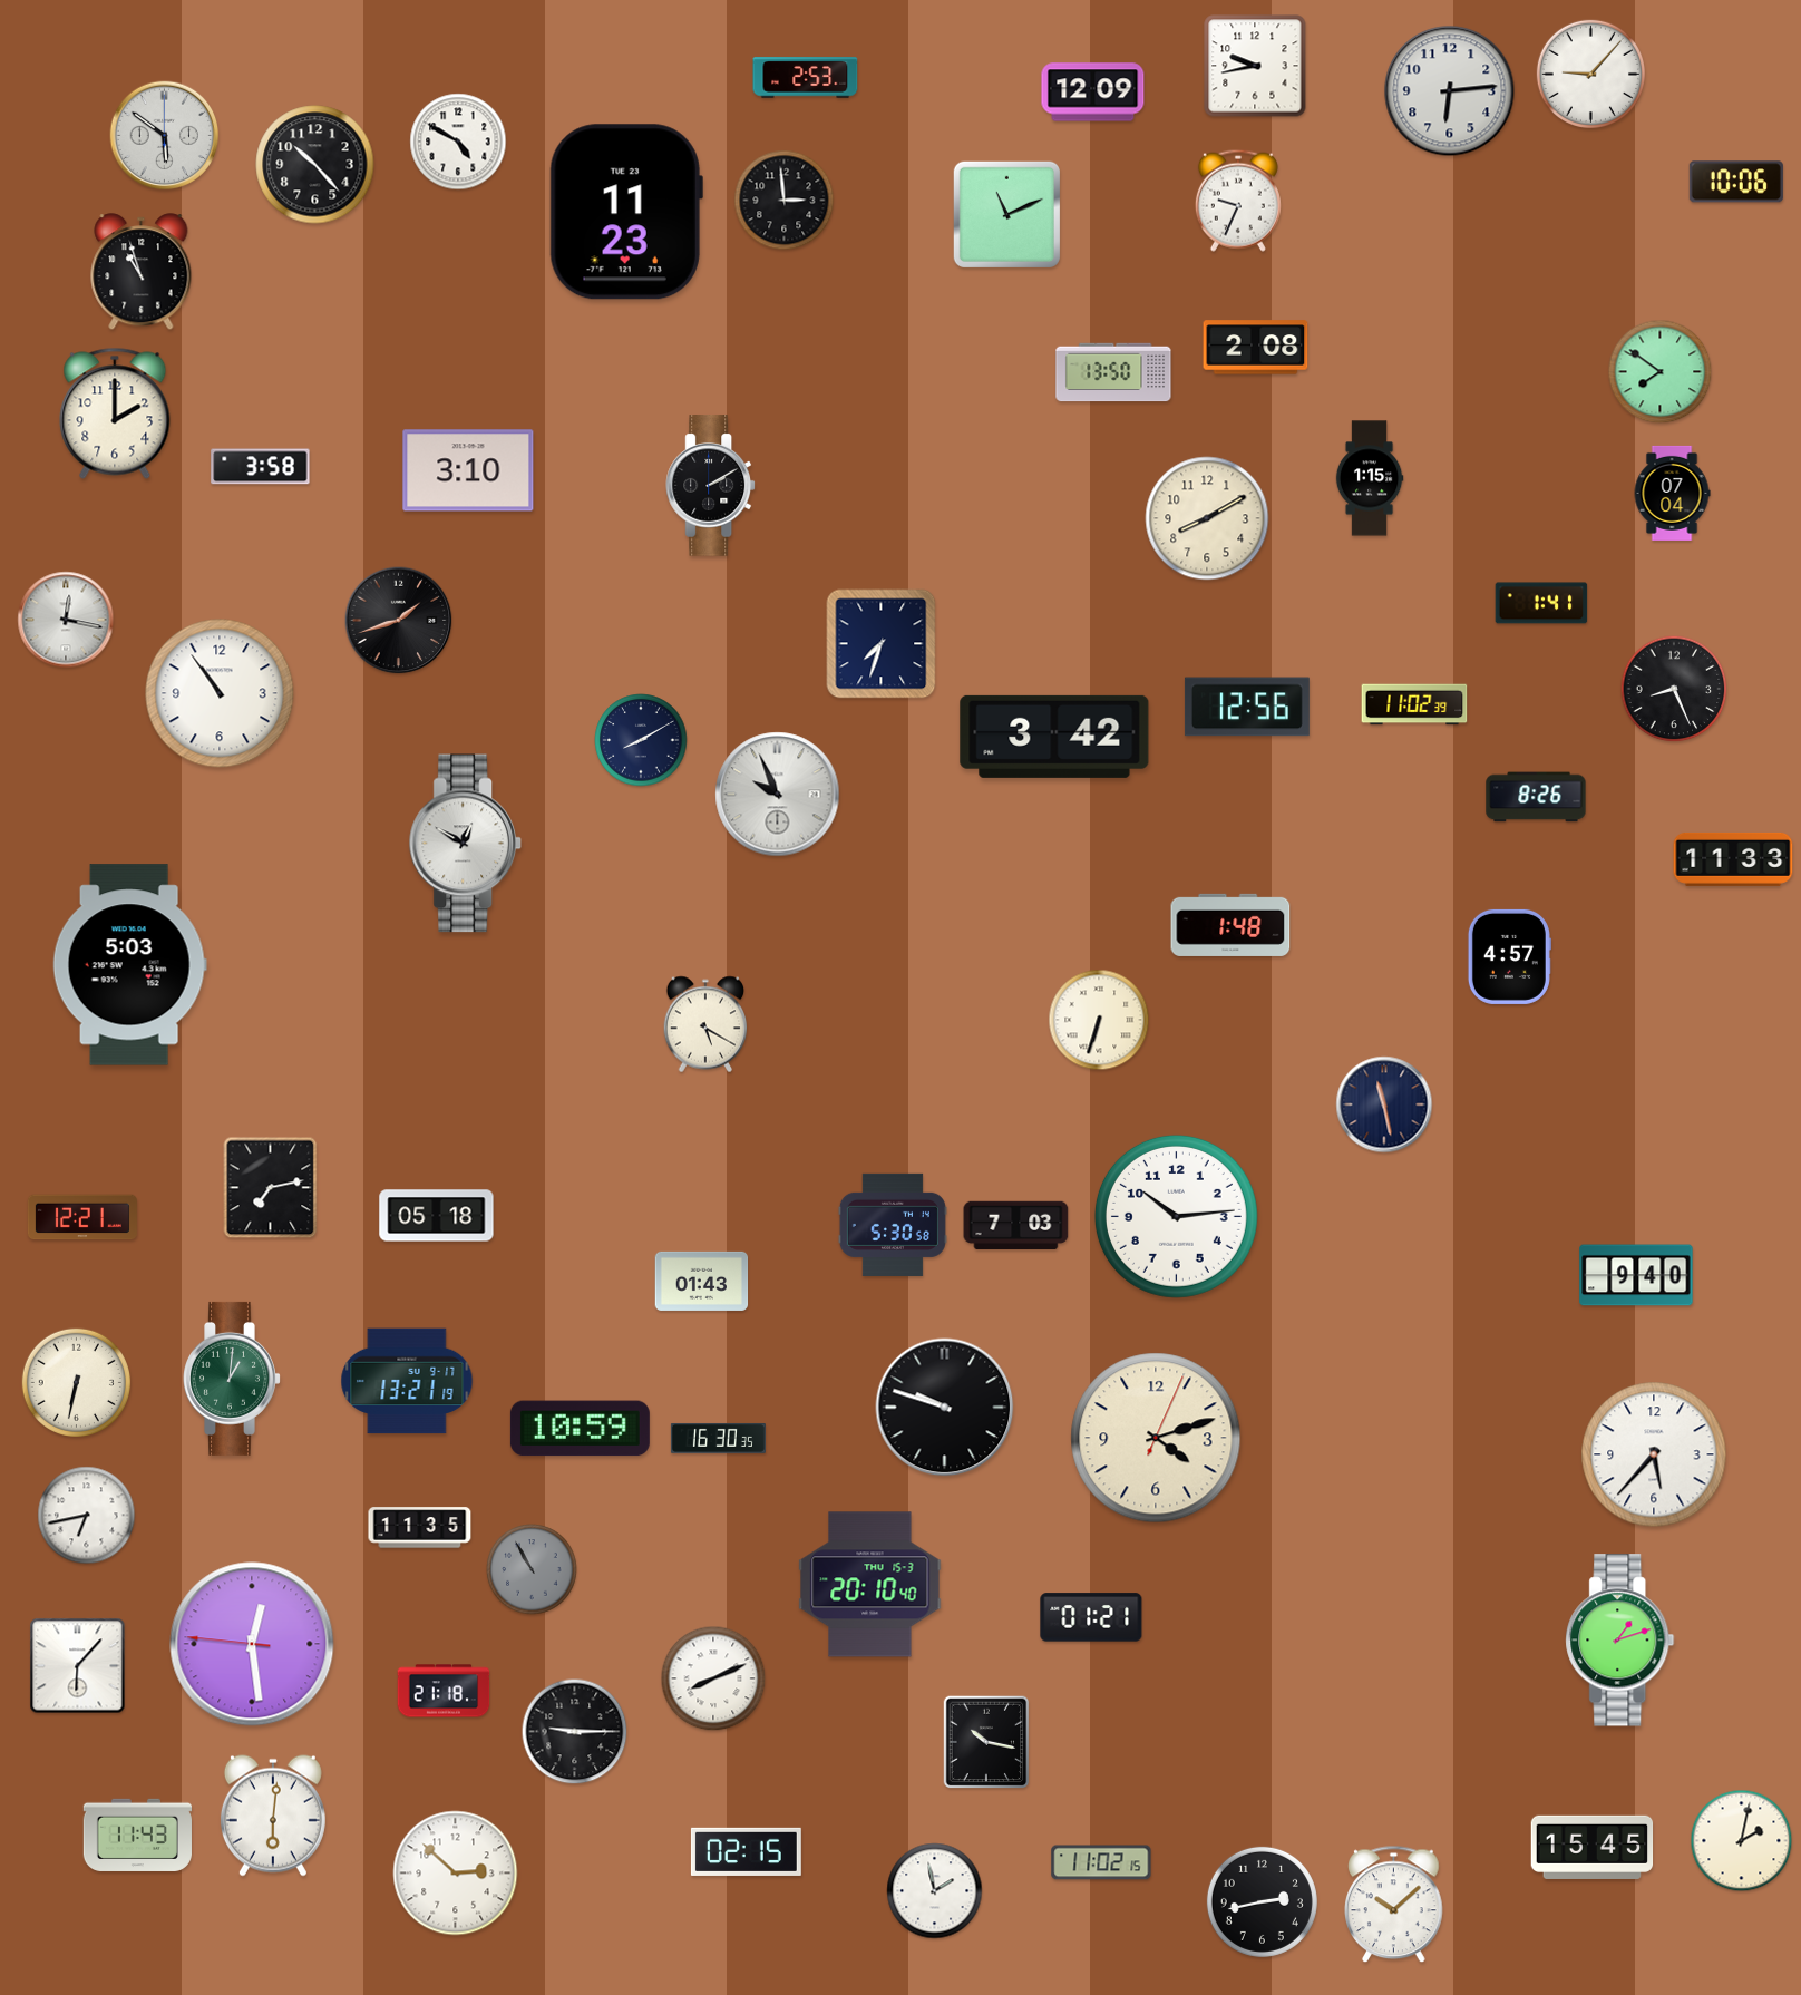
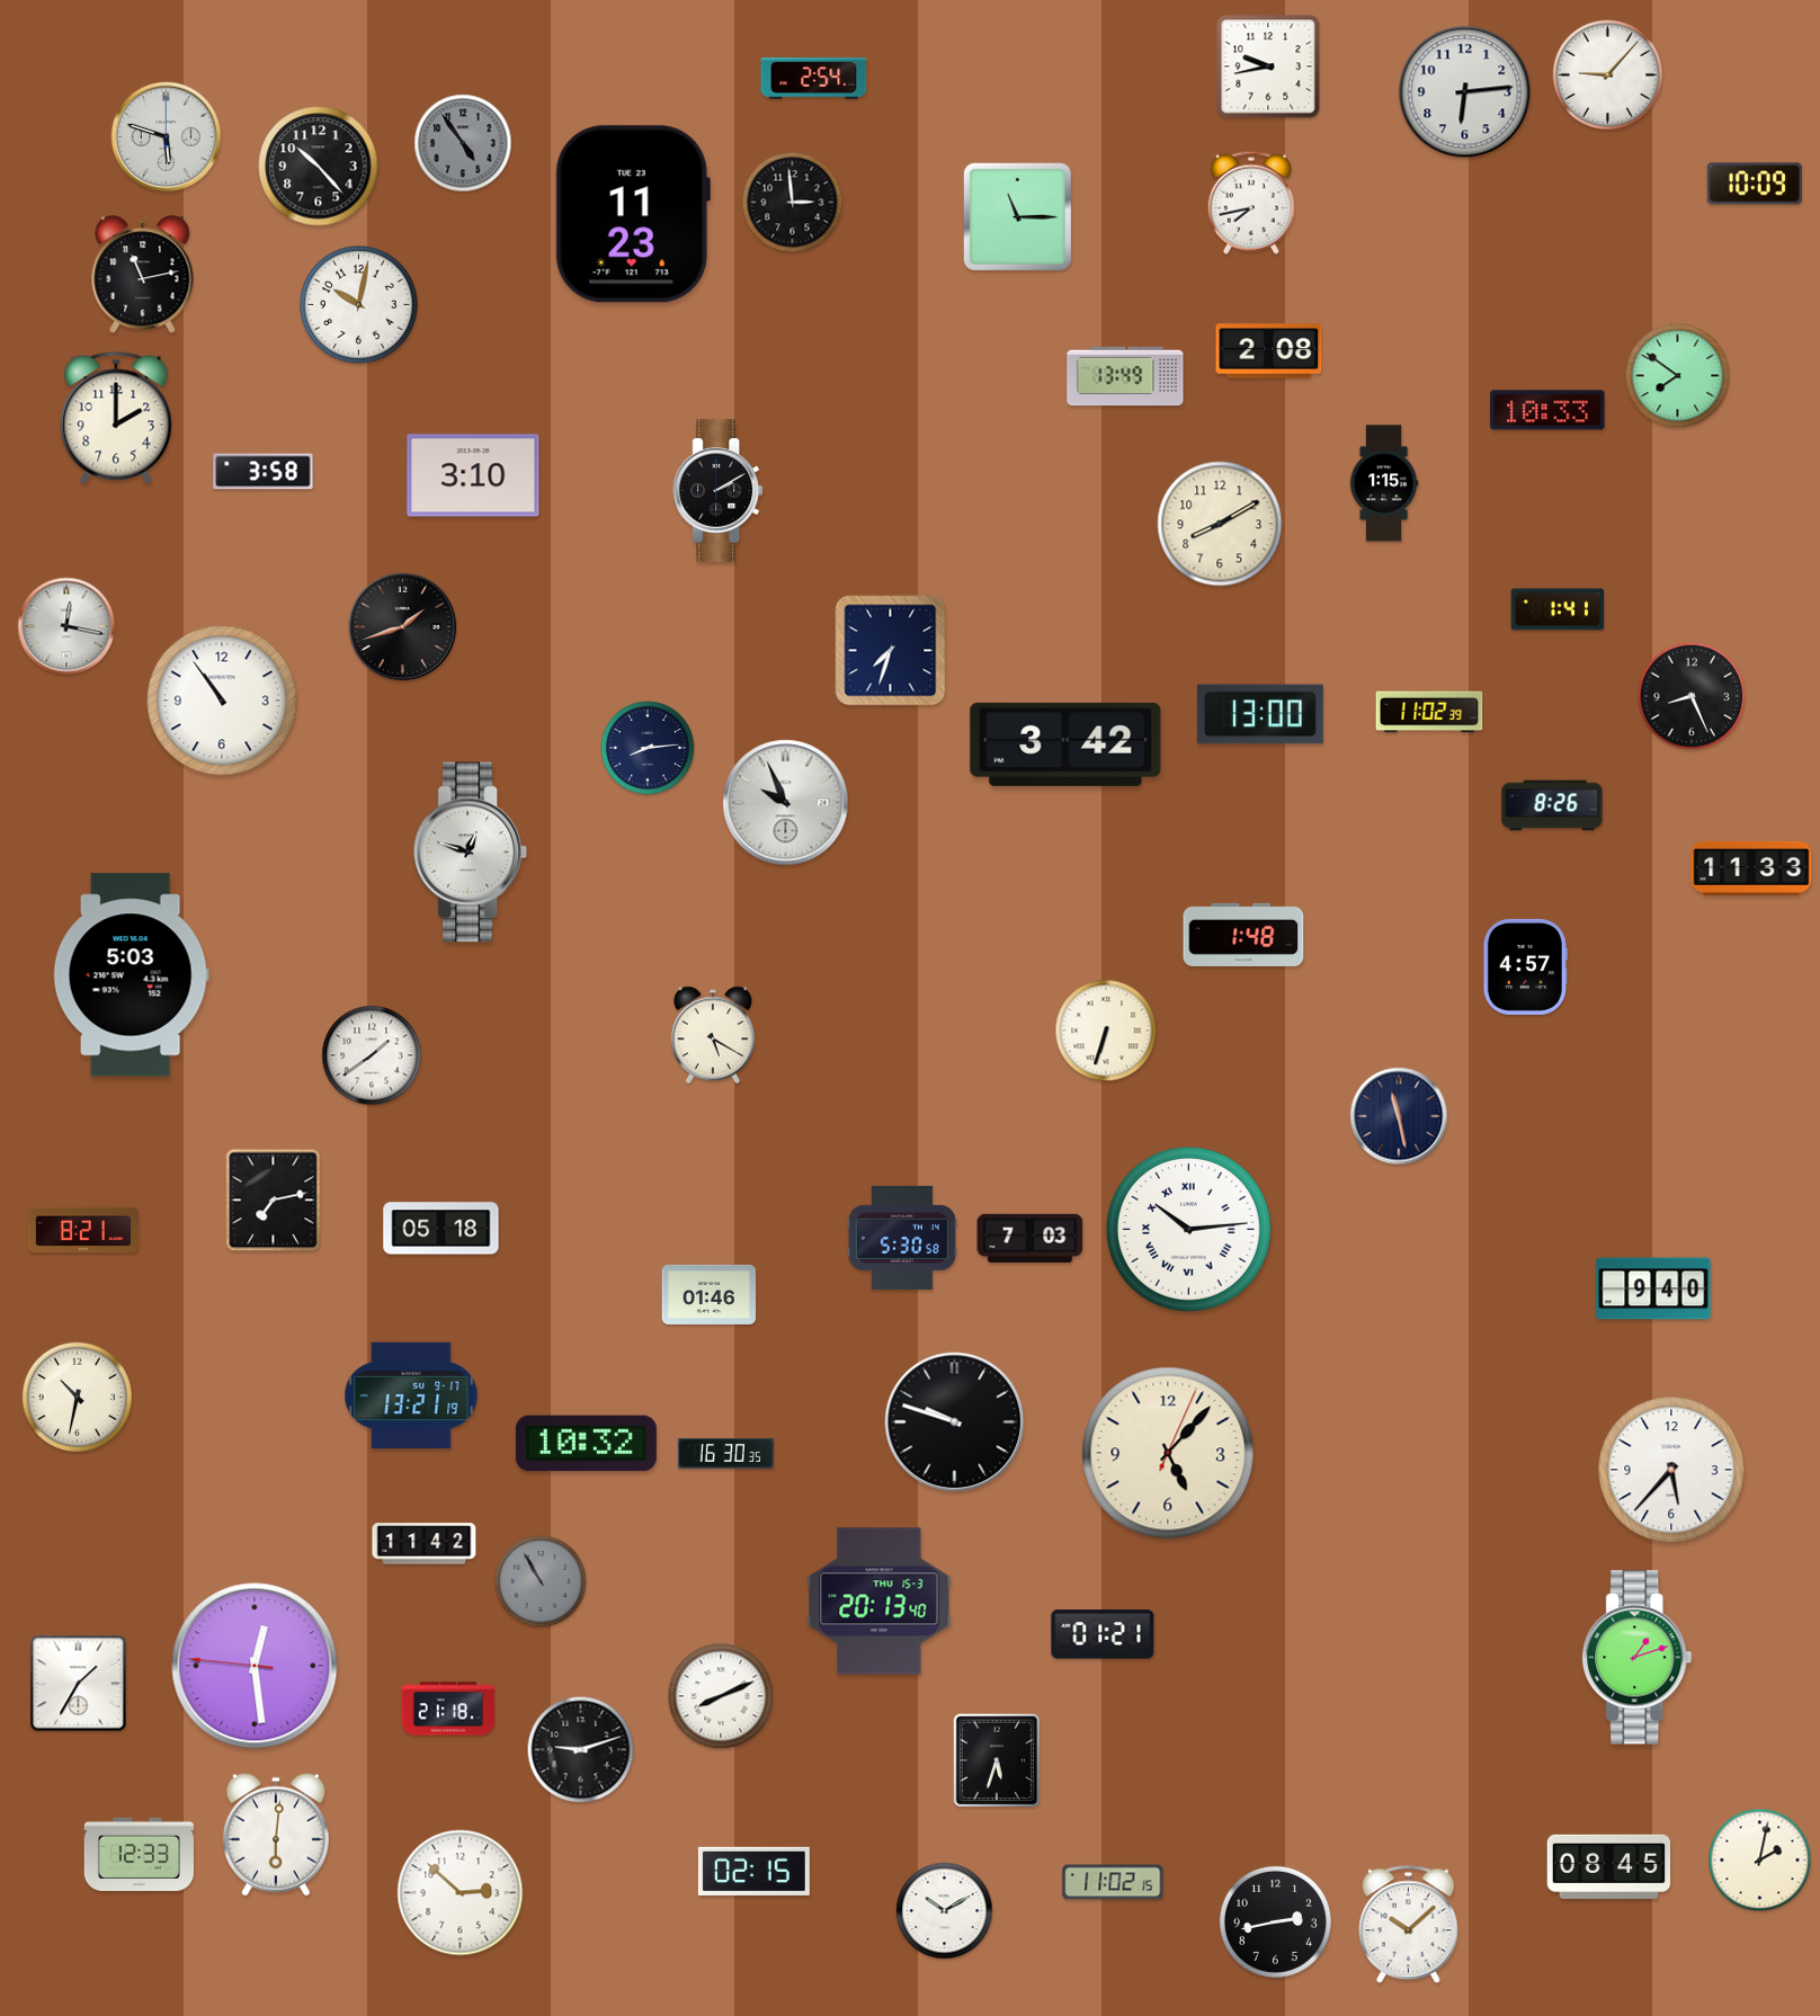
clock at (806, 78): 2:53 -> 2:54
clock at (1093, 93): 12:09 -> none
clock at (165, 136): 5:51 -> 5:48
clock at (458, 142): 4:50 -> 4:54
clock at (458, 142) dial: white -> grey
clock at (1736, 182): 10:06 -> 10:09
clock at (1238, 201): 9:34 -> 7:43
clock at (1006, 214): 11:11 -> 11:15
clock at (142, 272): 10:57 -> 11:13
clock at (359, 305): none -> 10:02
clock at (1113, 372): 13:50 -> 13:49
clock at (1547, 410): none -> 10:33
clock at (1672, 493): 07:04 -> none
clock at (1247, 707): 12:56 -> 13:00
clock at (641, 740): 8:10 -> 8:14
clock at (466, 844): 12:50 -> 12:48
clock at (1099, 1020) position: (1099, 1020) -> (1106, 1031)
clock at (372, 1055): none -> 1:39
clock at (1176, 1216) numerals: Arabic -> Roman
clock at (82, 1217): 12:21 -> 8:21
clock at (1016, 1225) position: (1016, 1225) -> (1031, 1238)
clock at (702, 1281): 01:43 -> 01:46
clock at (233, 1379): 1:01 -> none
clock at (76, 1382): 6:32 -> 10:32
clock at (580, 1429): 10:59 -> 10:32
clock at (1156, 1438): 4:12 -> 5:07
clock at (87, 1516): 6:43 -> none
clock at (420, 1528): 11:35 -> 11:42
clock at (532, 1569) position: (532, 1569) -> (541, 1581)
clock at (870, 1585): 20:10 -> 20:13
clock at (252, 1644) position: (252, 1644) -> (255, 1666)
clock at (78, 1666): 6:07 -> 1:35
clock at (575, 1732): 9:15 -> 9:12
clock at (986, 1742): 10:17 -> 5:33
clock at (137, 1835): 11:43 -> 12:33
clock at (1593, 1847): 15:45 -> 08:45
clock at (935, 1891): 1:58 -> 10:10
